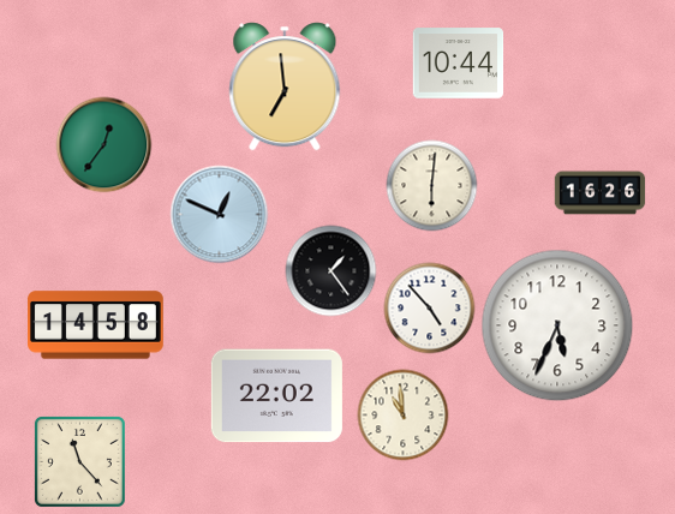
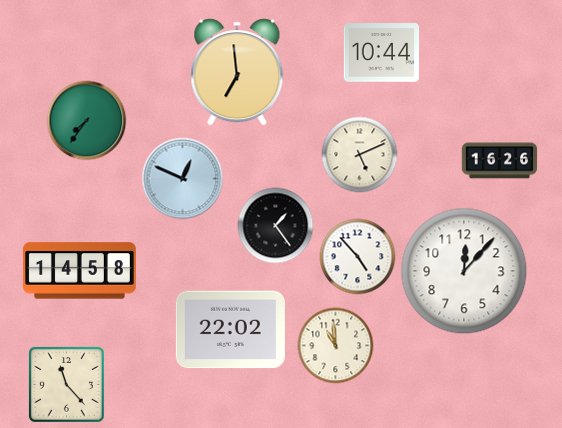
clock at (104, 145): 12:36 -> 7:36
clock at (432, 186): 6:01 -> 5:11
clock at (557, 325): 5:34 -> 12:07
